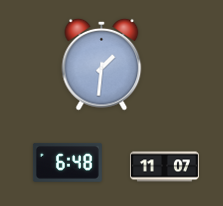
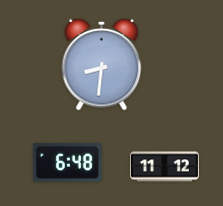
clock at (102, 64): 1:31 -> 8:31
clock at (164, 167): 11:07 -> 11:12
